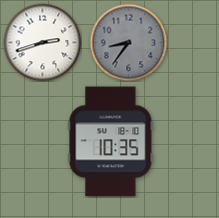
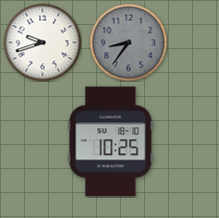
clock at (42, 42): 2:42 -> 9:42
clock at (111, 142): 10:35 -> 10:25
